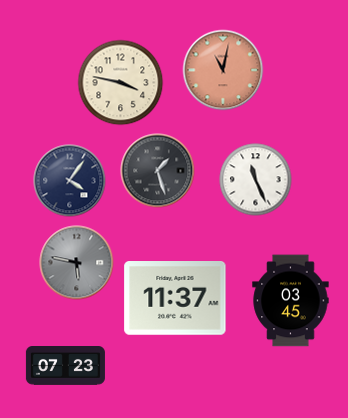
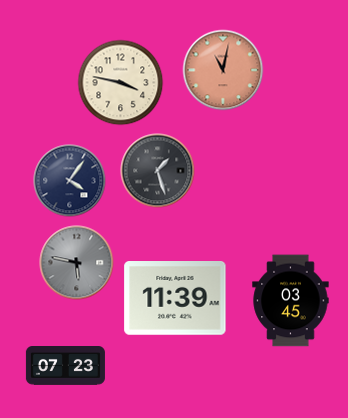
clock at (256, 180): 11:26 -> none
clock at (175, 299): 11:37 -> 11:39
